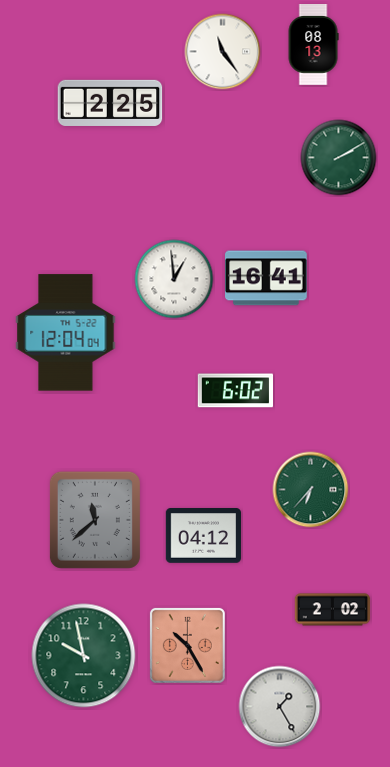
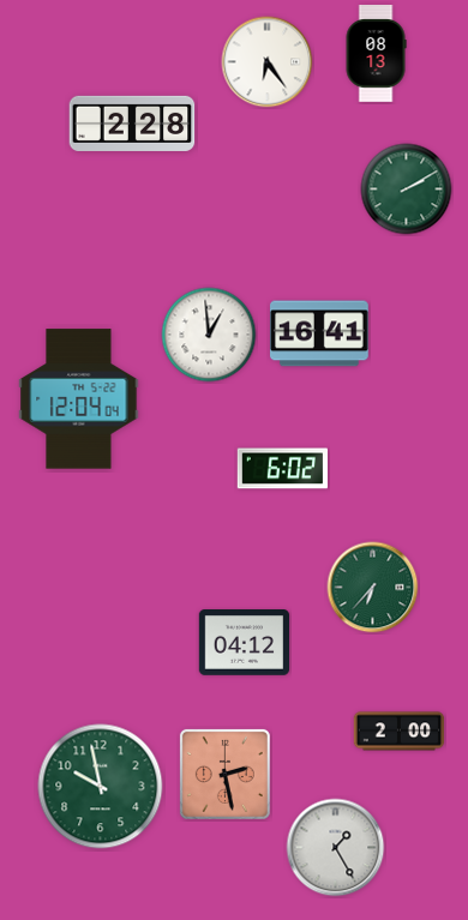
clock at (223, 52): 11:24 -> 6:24
clock at (110, 103): 2:25 -> 2:28
clock at (95, 520): 11:38 -> none
clock at (333, 610): 2:02 -> 2:00
clock at (187, 645): 10:25 -> 2:28
